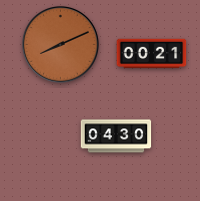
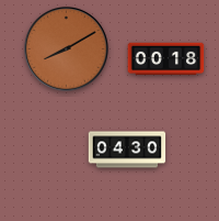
clock at (61, 45): 8:11 -> 8:10
clock at (152, 54): 00:21 -> 00:18
